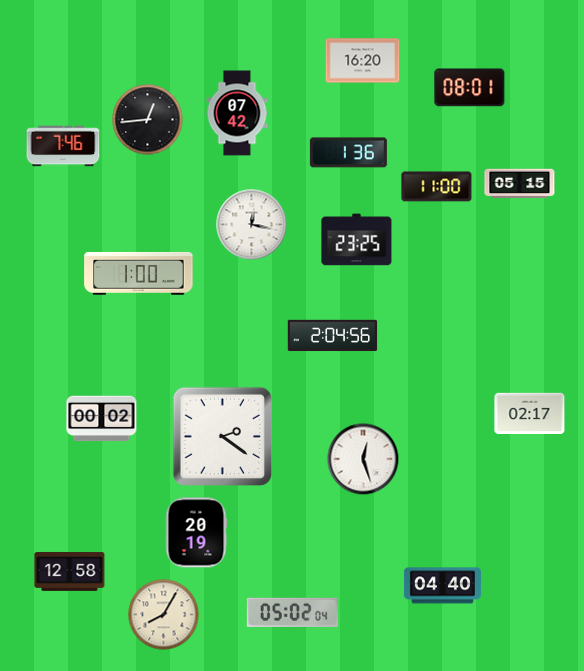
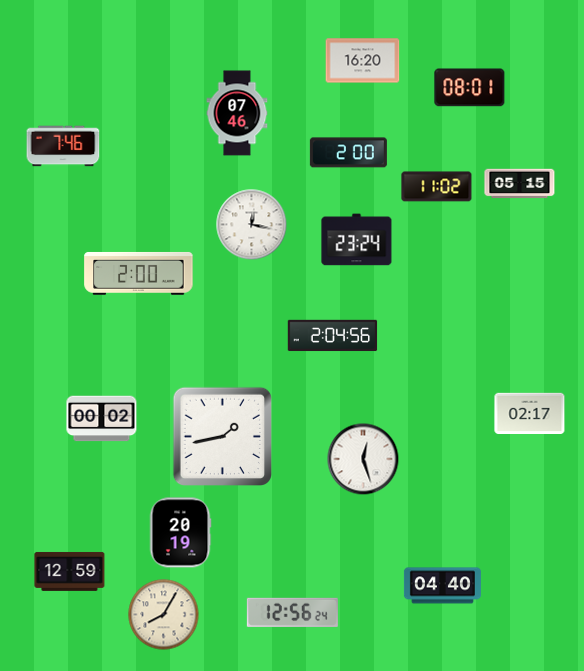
clock at (237, 113): 07:42 -> 07:46
clock at (148, 120): 12:44 -> none
clock at (348, 153): 1:36 -> 2:00
clock at (437, 187): 11:00 -> 11:02
clock at (357, 240): 23:25 -> 23:24
clock at (139, 273): 1:00 -> 2:00
clock at (222, 436): 2:21 -> 1:43
clock at (196, 533) position: (196, 533) -> (180, 533)
clock at (70, 571): 12:58 -> 12:59
clock at (292, 612): 05:02 -> 12:56
